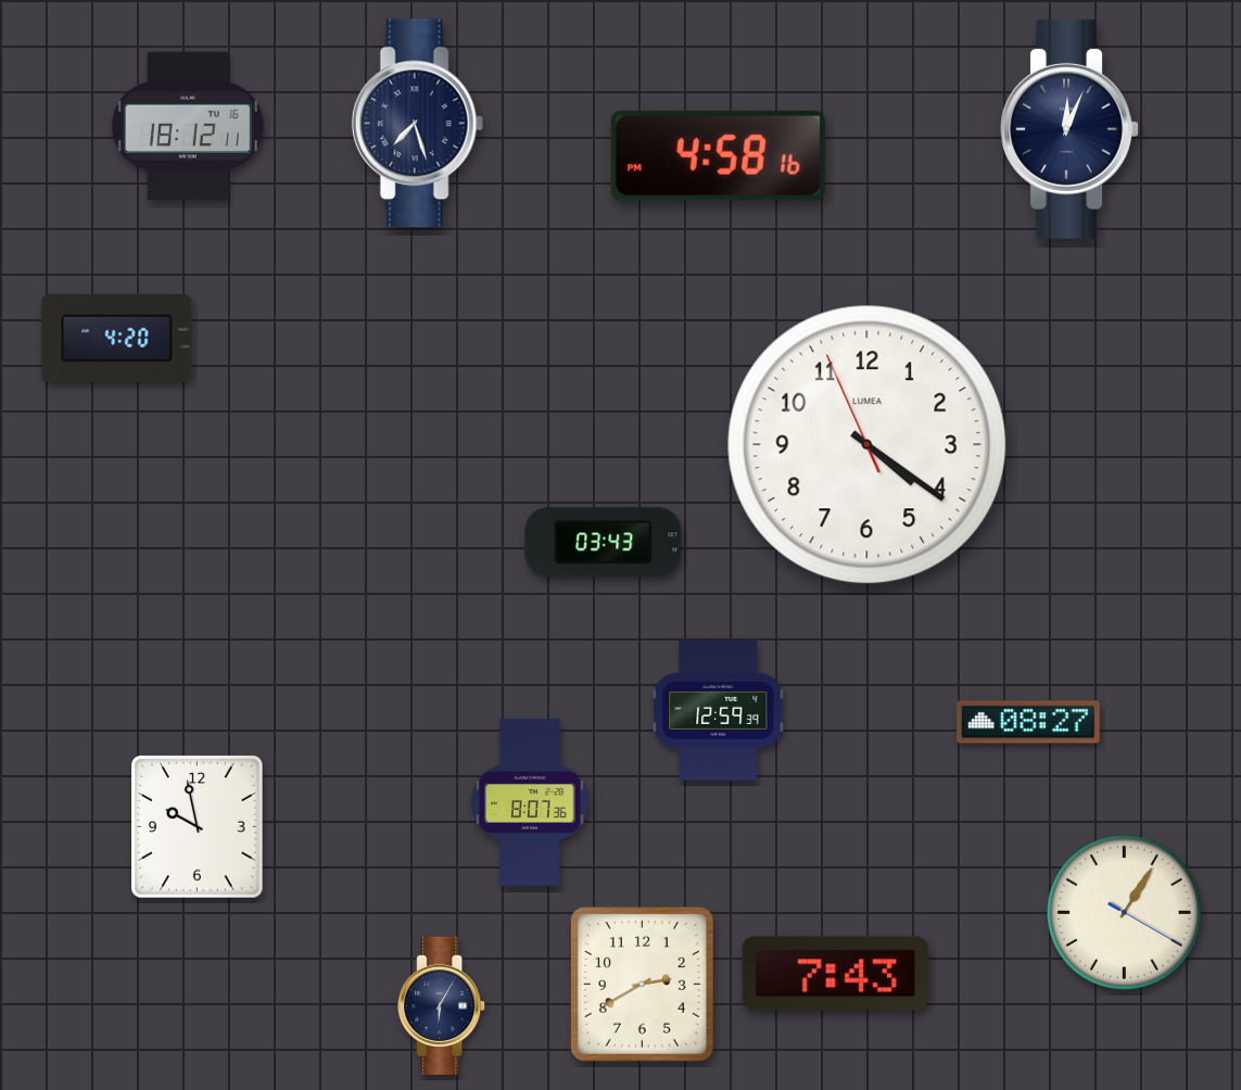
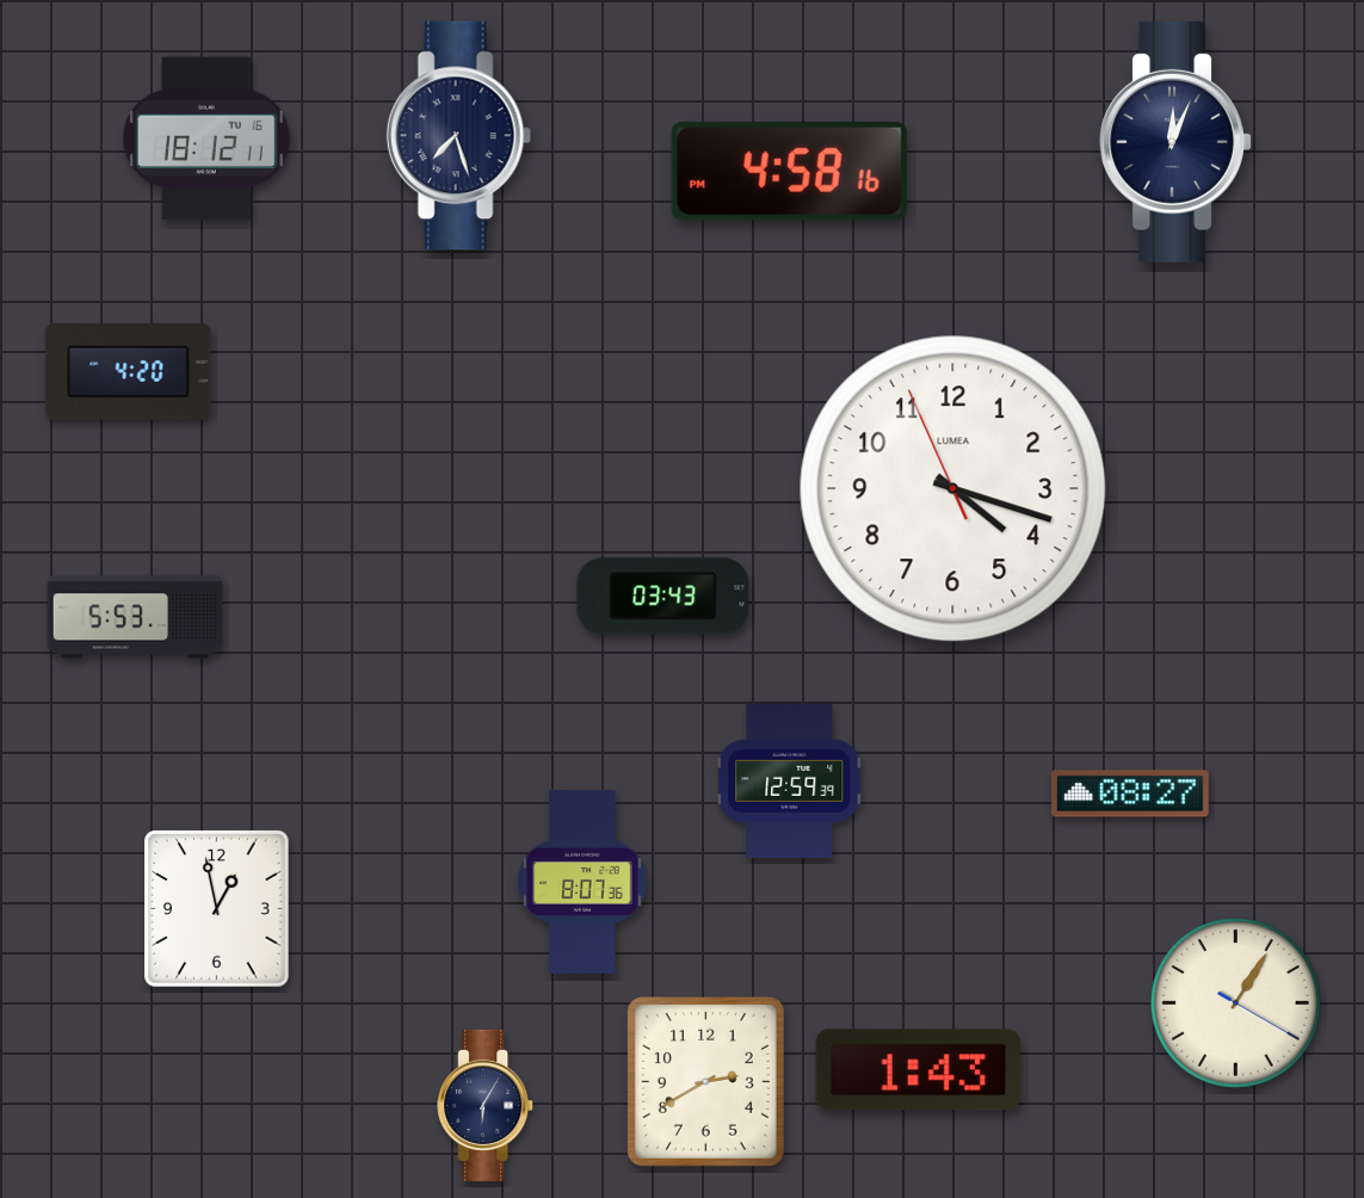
clock at (868, 445): 4:20 -> 4:17
clock at (135, 617): none -> 5:53
clock at (198, 827): 9:58 -> 12:58
clock at (835, 974): 7:43 -> 1:43
